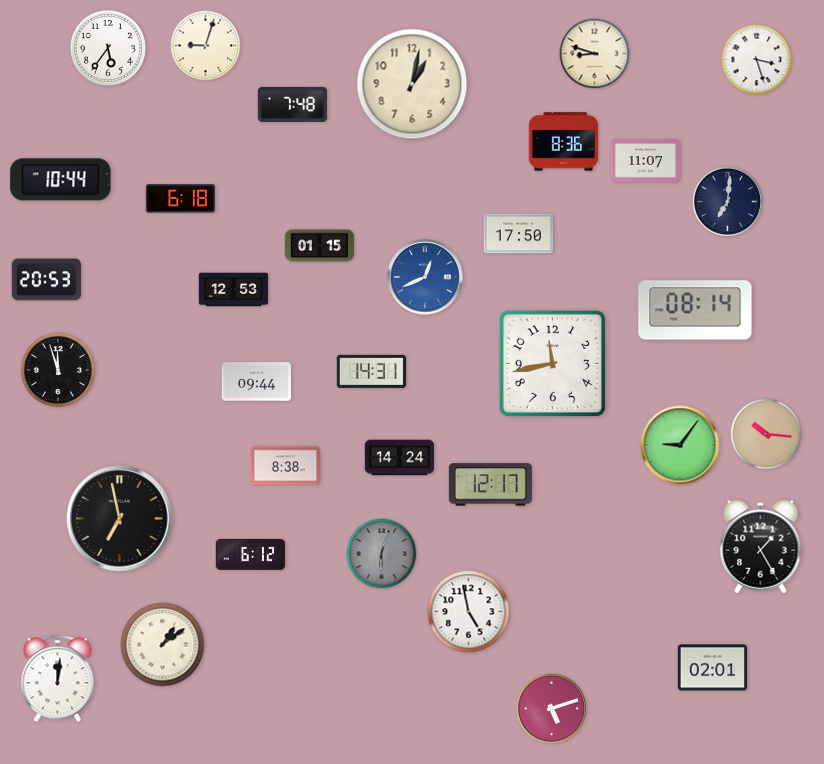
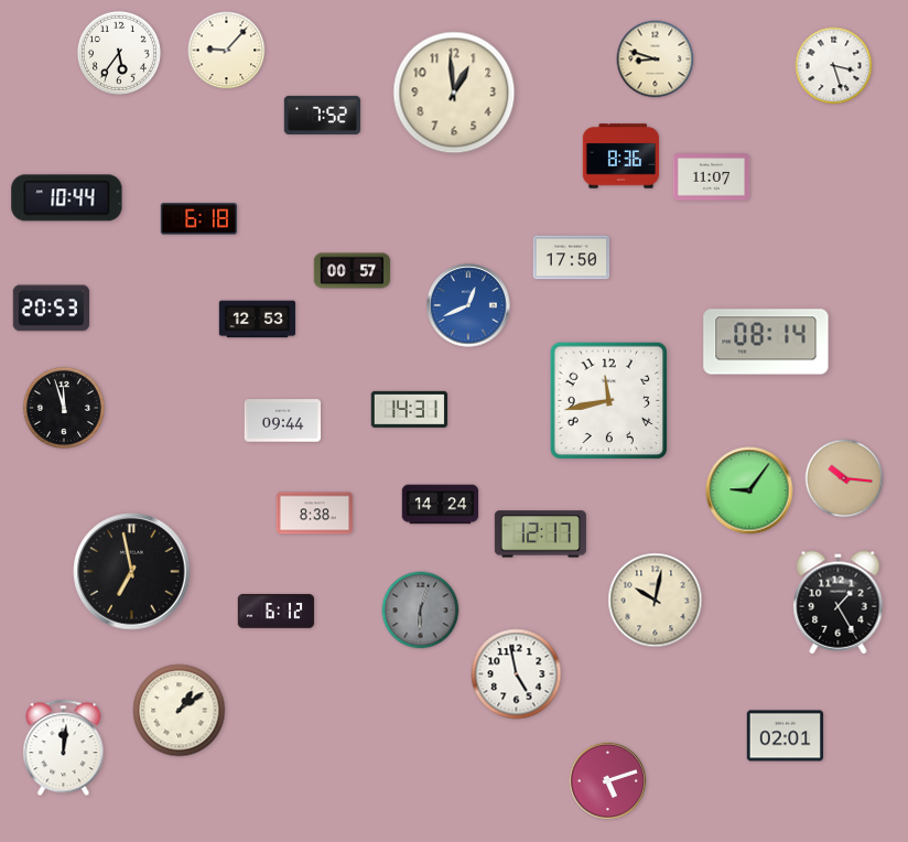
clock at (206, 46): 9:03 -> 9:07
clock at (412, 84): 1:02 -> 12:59
clock at (293, 104): 7:48 -> 7:52
clock at (727, 201): 7:01 -> none
clock at (320, 246): 01:15 -> 00:57
clock at (656, 601): none -> 10:02
